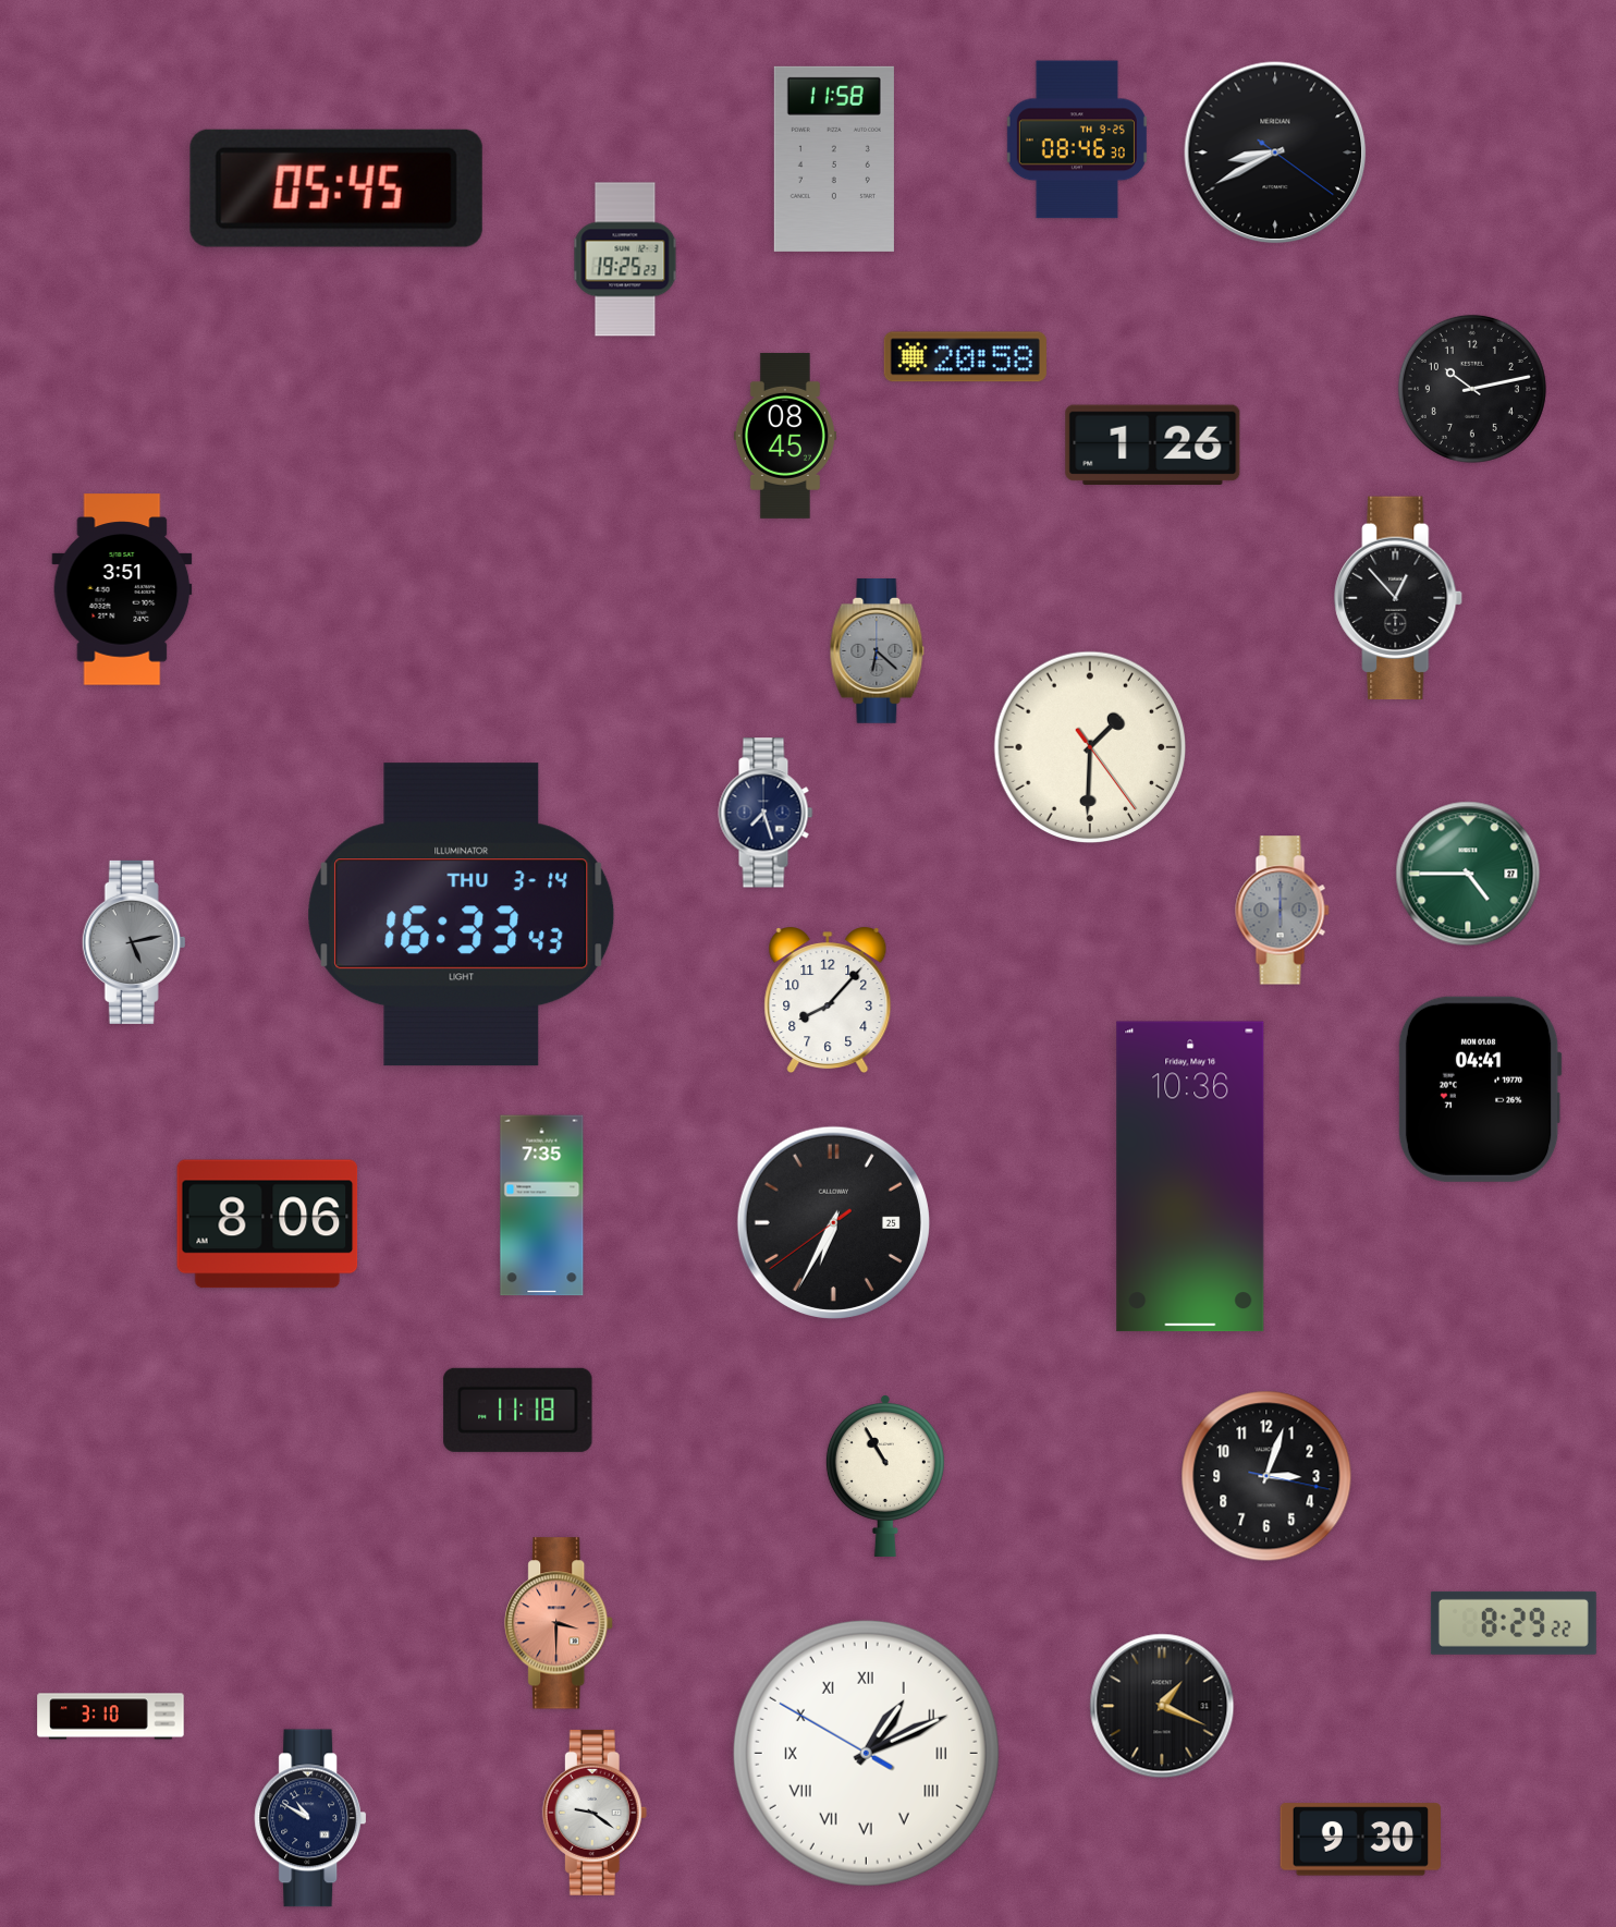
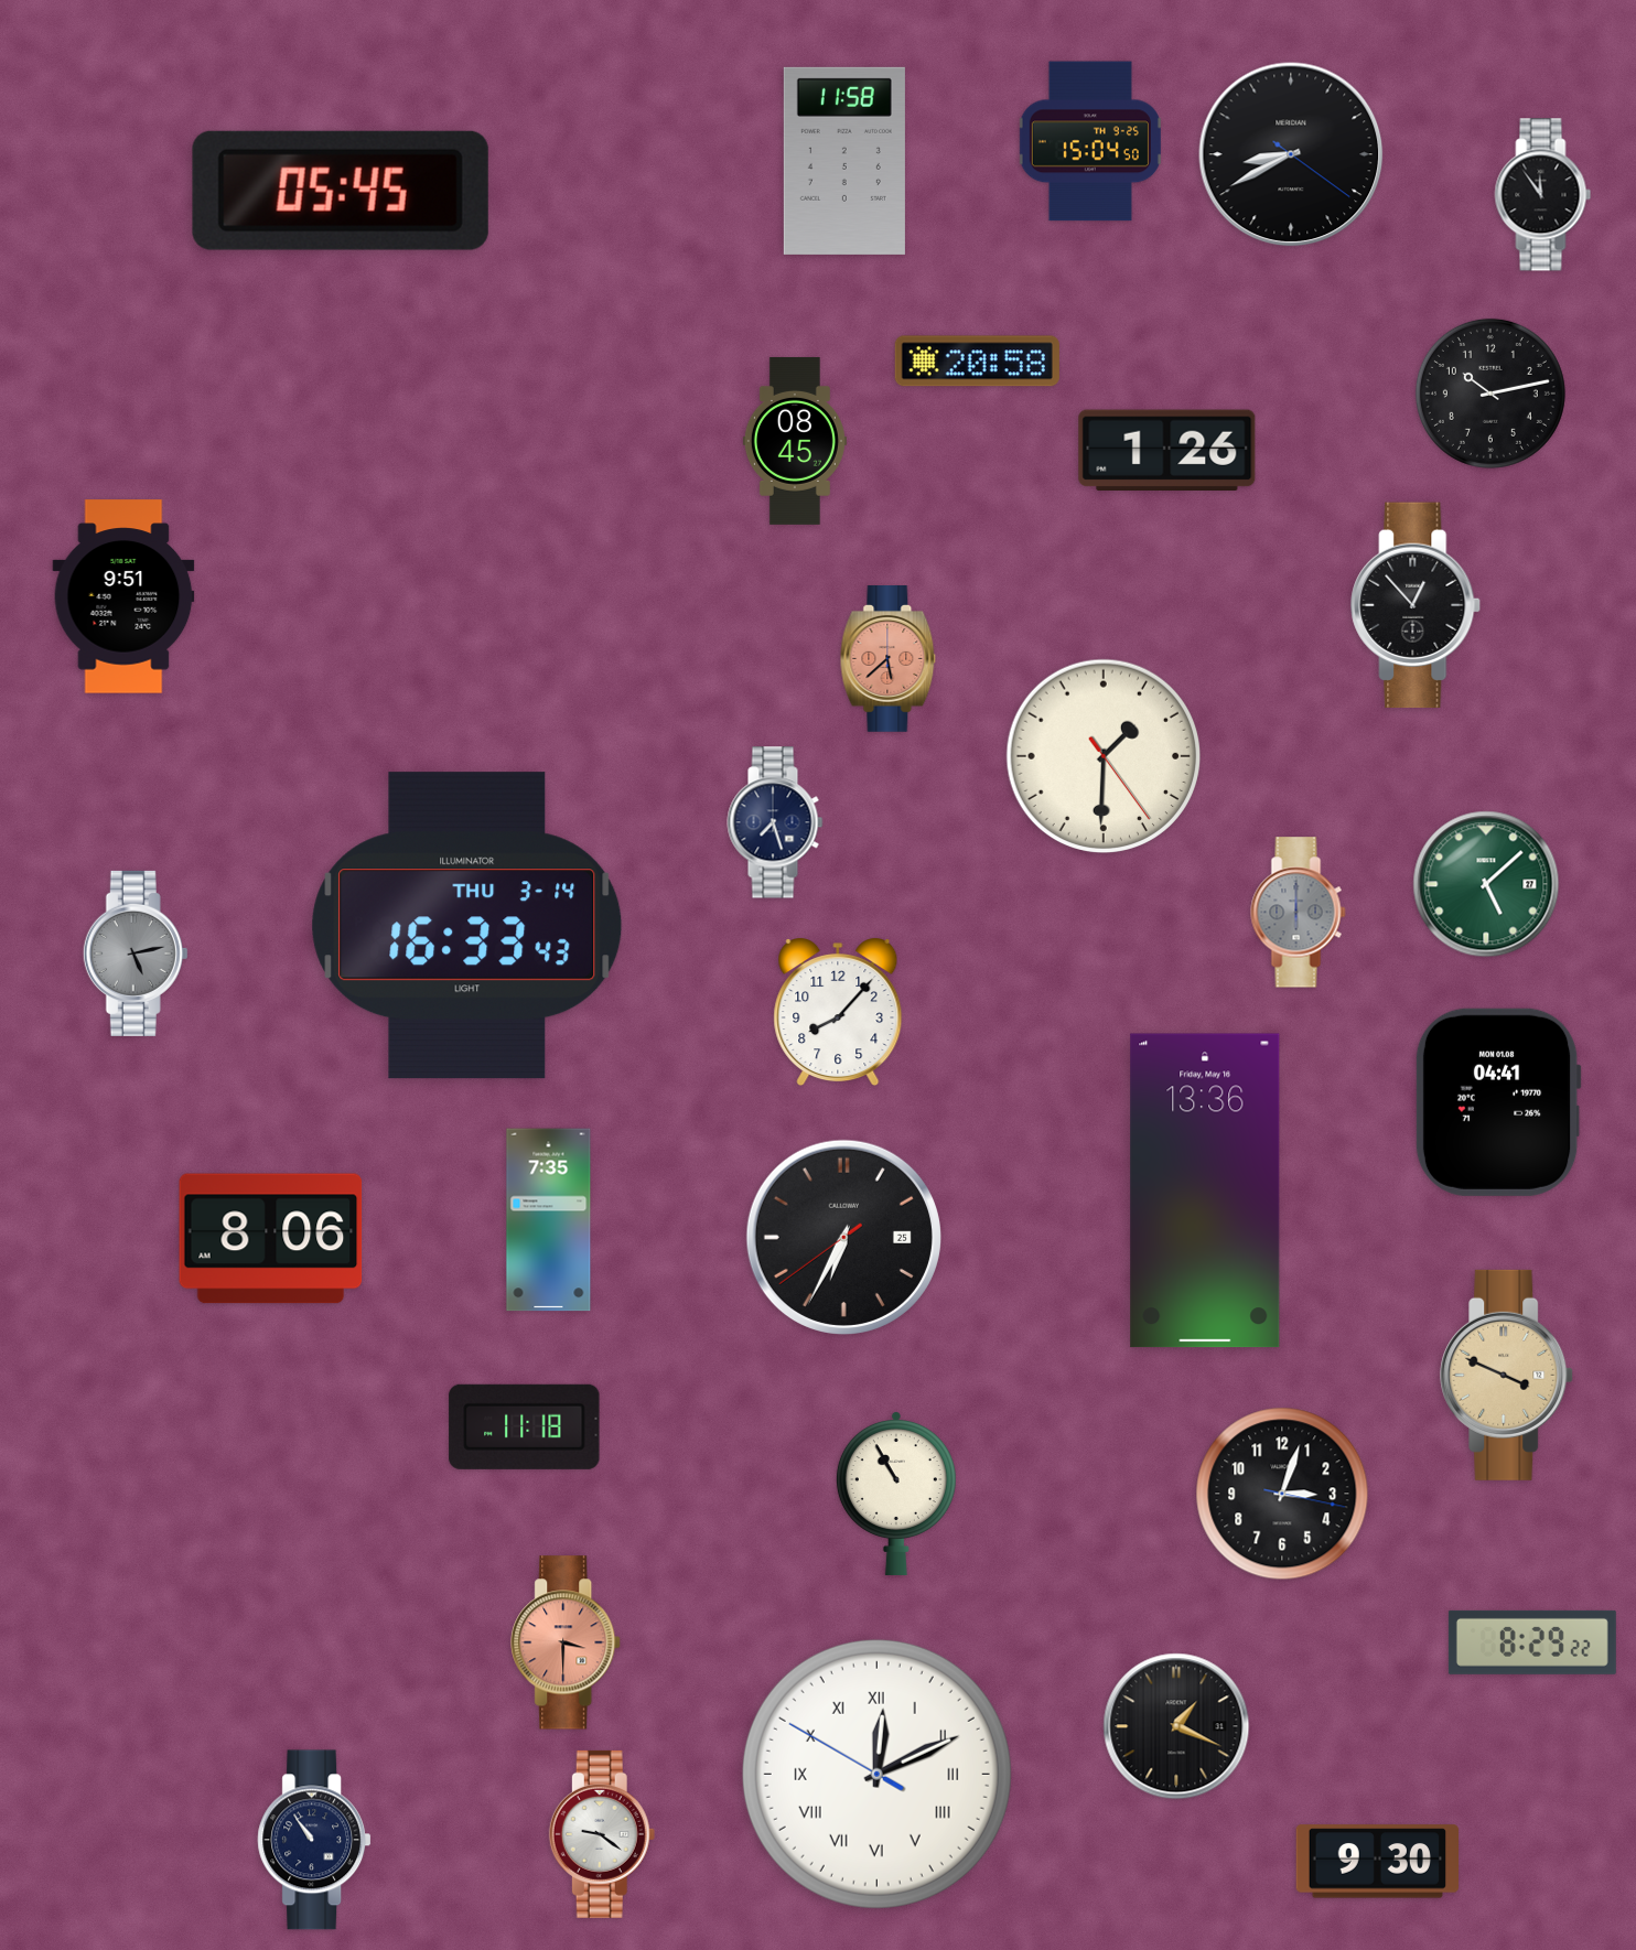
clock at (1077, 139): 08:46 -> 15:04
clock at (1543, 195): none -> 11:54
clock at (625, 259): 19:25 -> none
clock at (122, 589): 3:51 -> 9:51
clock at (878, 651): 6:22 -> 5:38
clock at (878, 651) dial: grey -> salmon
clock at (1468, 874): 4:45 -> 5:08
clock at (1283, 911) position: (1283, 911) -> (1299, 913)
clock at (1190, 1176): 10:36 -> 13:36
clock at (1507, 1375): none -> 3:49
clock at (111, 1717): 3:10 -> none
clock at (866, 1753): 1:10 -> 12:10
clock at (310, 1818): 10:50 -> 10:54
